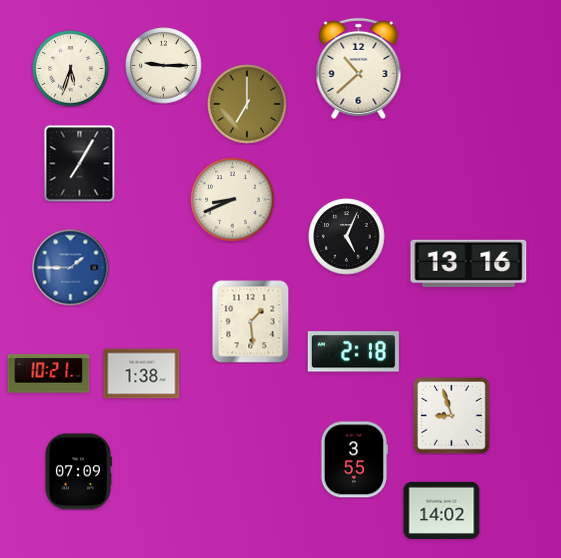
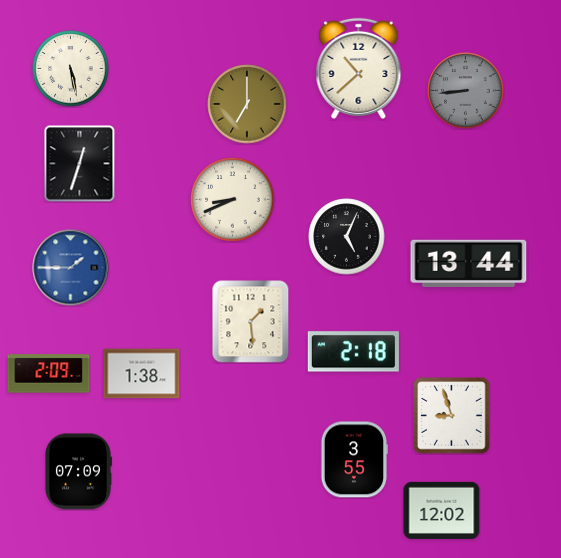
clock at (164, 66): 9:15 -> none
clock at (71, 69): 5:33 -> 5:28
clock at (466, 91): none -> 8:44
clock at (80, 164): 7:05 -> 12:33
clock at (469, 263): 13:16 -> 13:44
clock at (49, 374): 10:21 -> 2:09
clock at (442, 510): 14:02 -> 12:02
